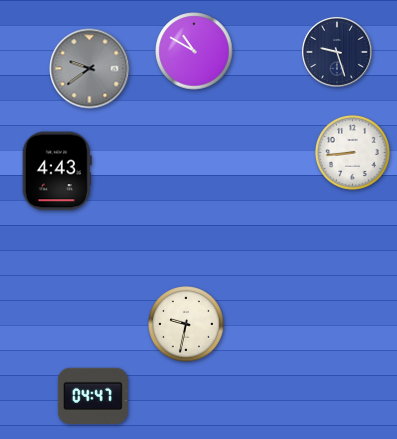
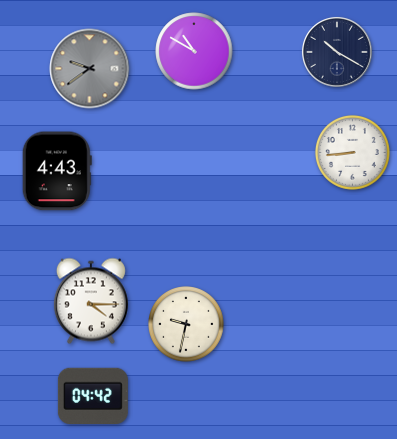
clock at (337, 52): 9:27 -> 10:20
clock at (91, 301): none -> 4:15
clock at (93, 395): 04:47 -> 04:42
